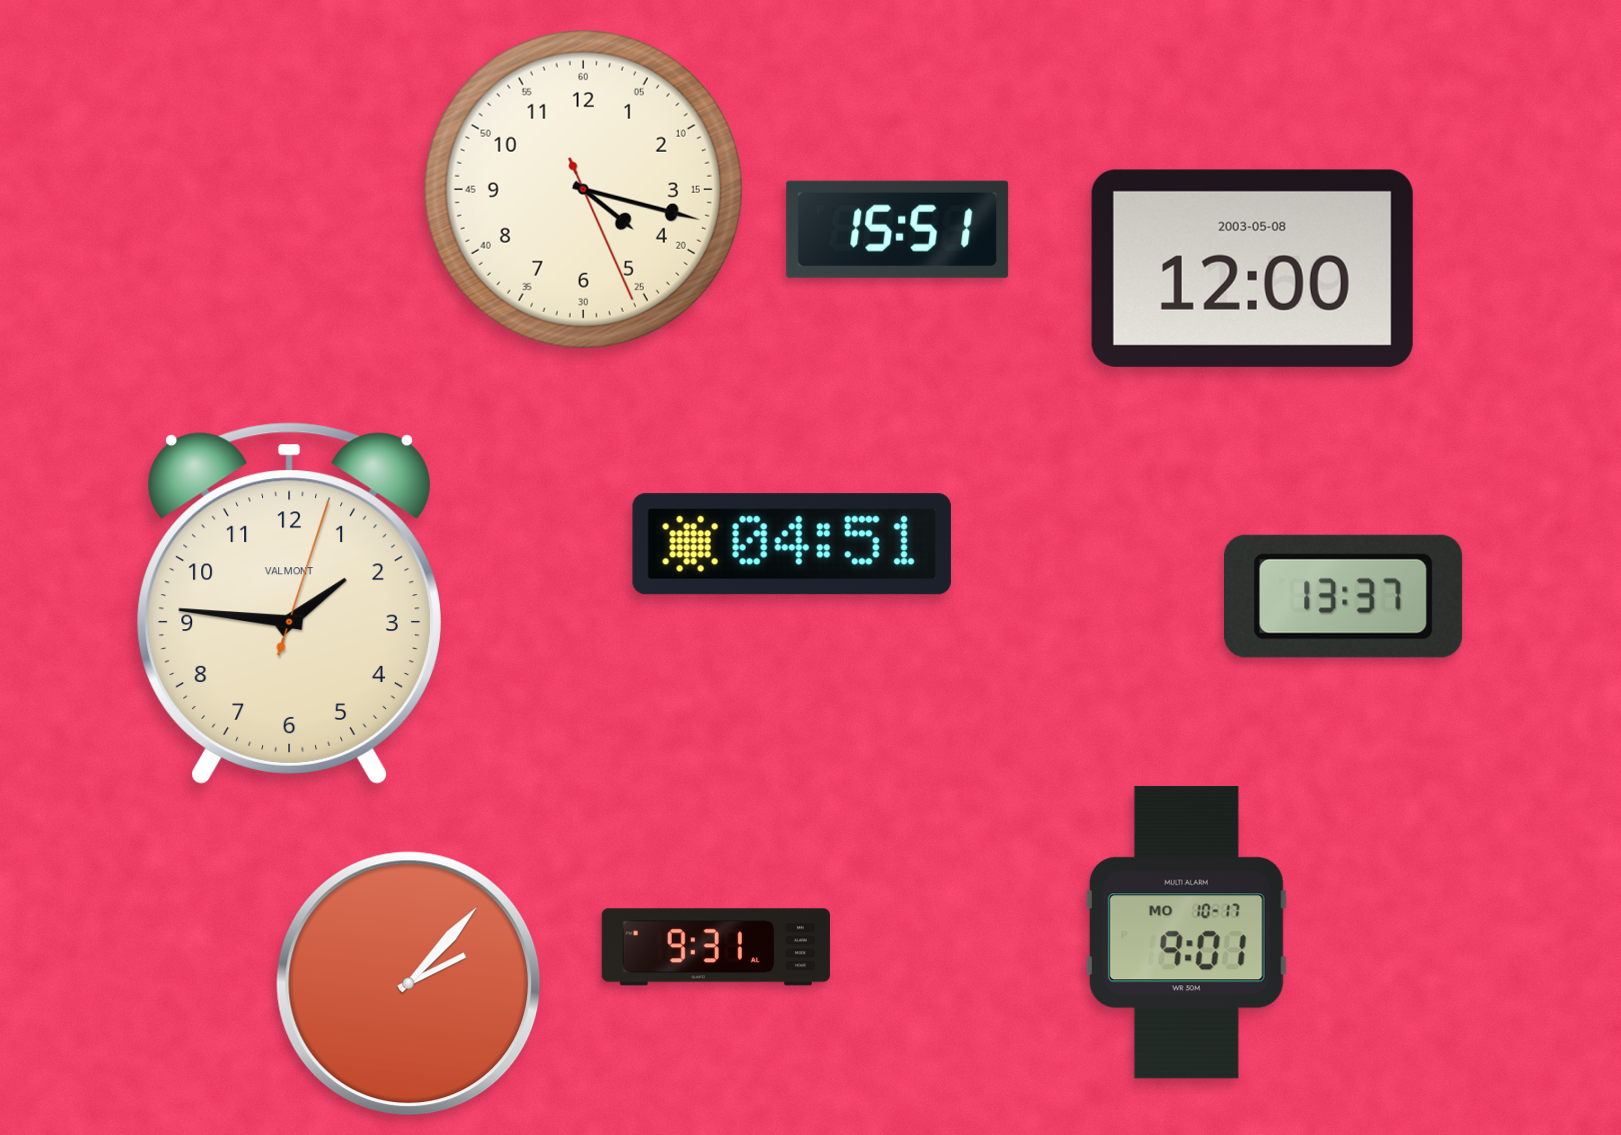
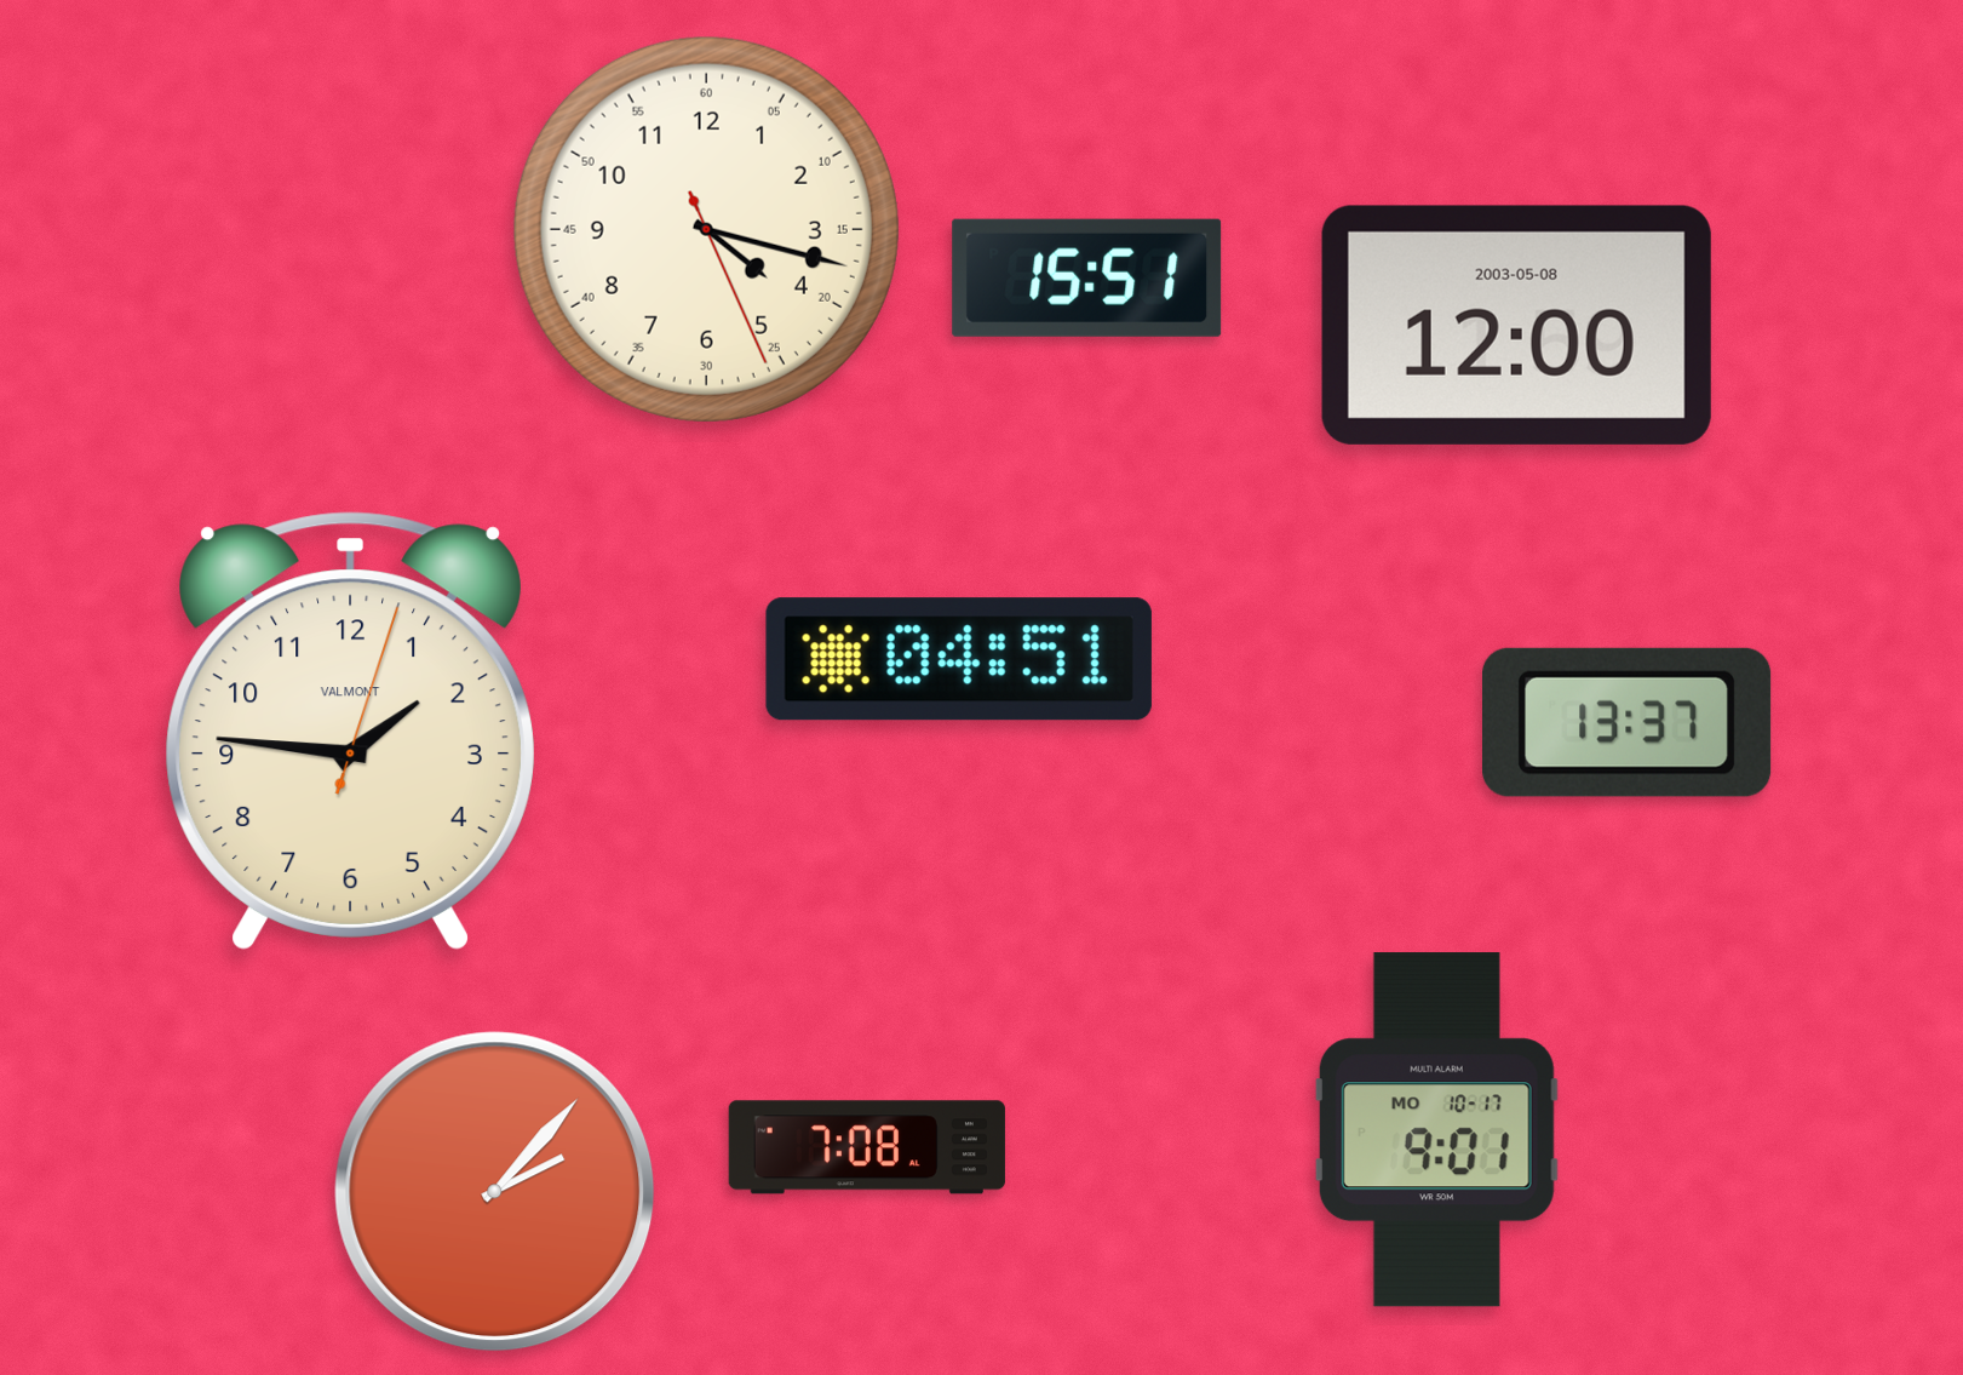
clock at (716, 947): 9:31 -> 7:08
